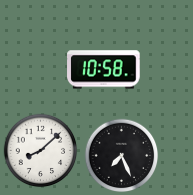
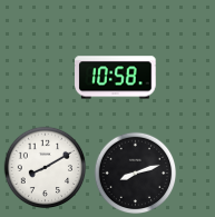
clock at (41, 151): 8:08 -> 8:10
clock at (122, 156): 7:26 -> 8:12
